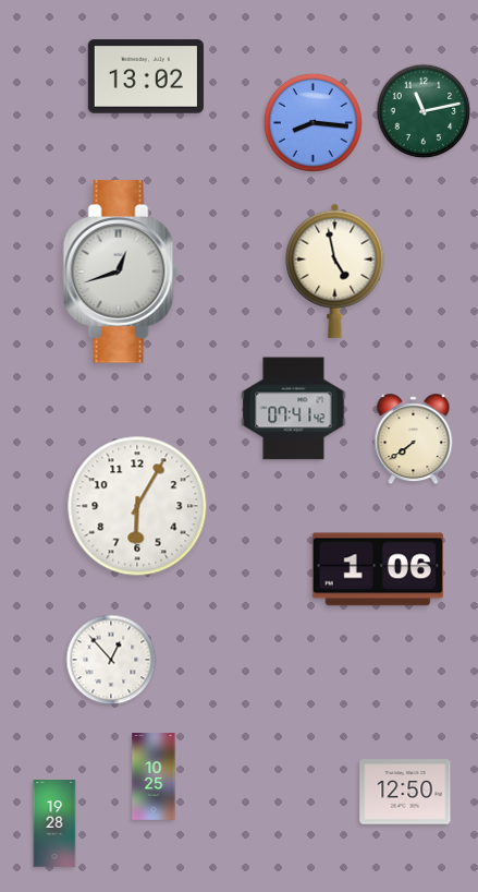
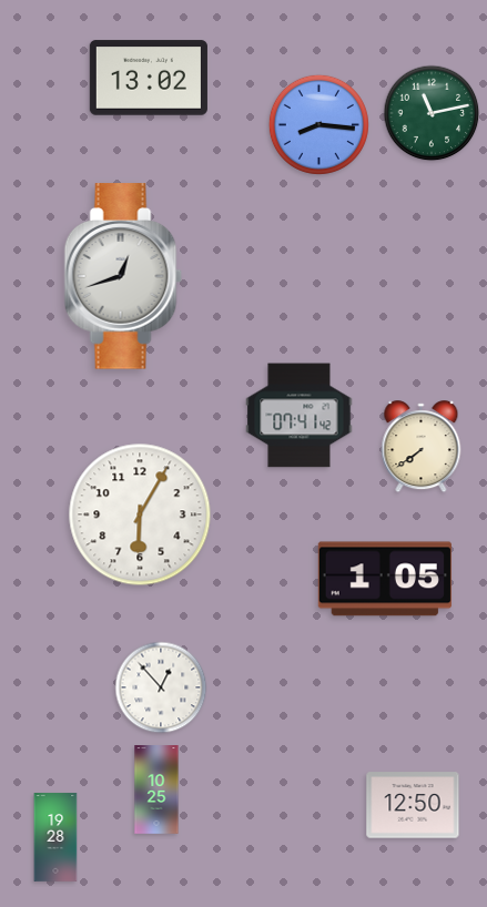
clock at (335, 270): 4:58 -> none
clock at (378, 569): 1:06 -> 1:05
clock at (111, 660) position: (111, 660) -> (161, 687)
